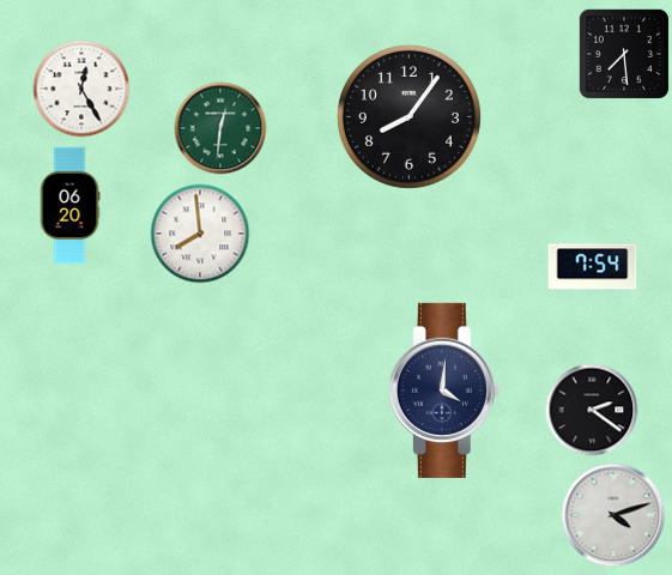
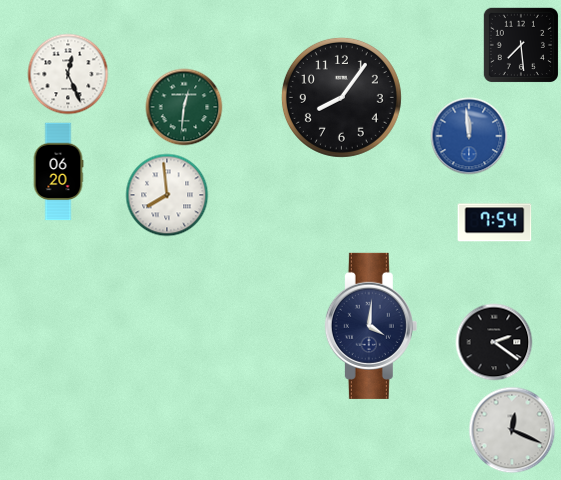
clock at (81, 89): 12:25 -> 12:26
clock at (469, 136): none -> 11:59
clock at (613, 515): 4:12 -> 12:19
